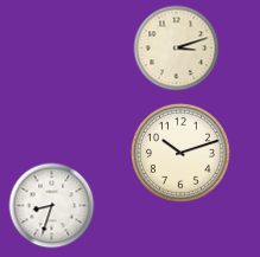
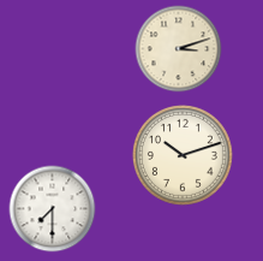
clock at (52, 206): 8:33 -> 7:30
